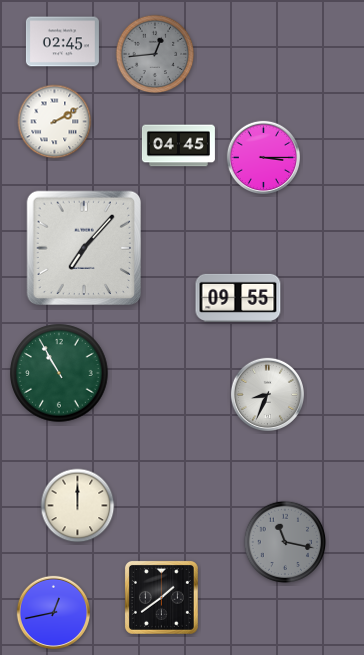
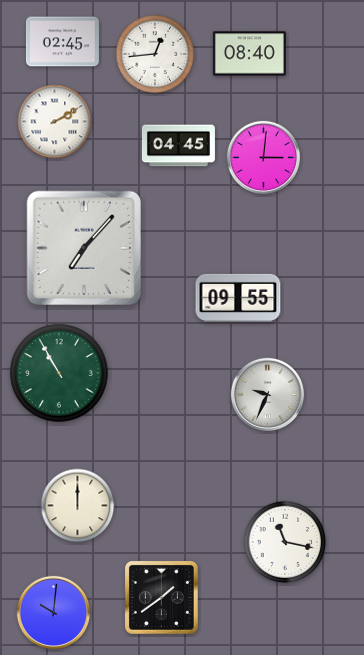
clock at (155, 54) dial: grey -> white
clock at (249, 54): none -> 08:40
clock at (263, 157): 3:15 -> 3:01
clock at (267, 394): 8:34 -> 9:34
clock at (285, 542) dial: grey -> white
clock at (53, 612): 12:43 -> 10:01
